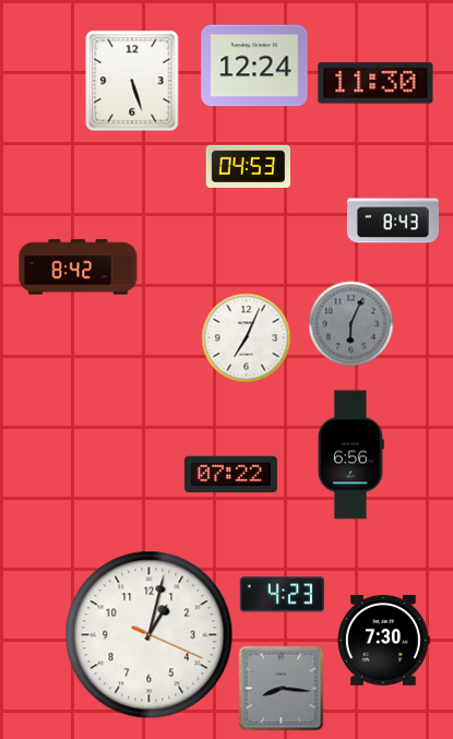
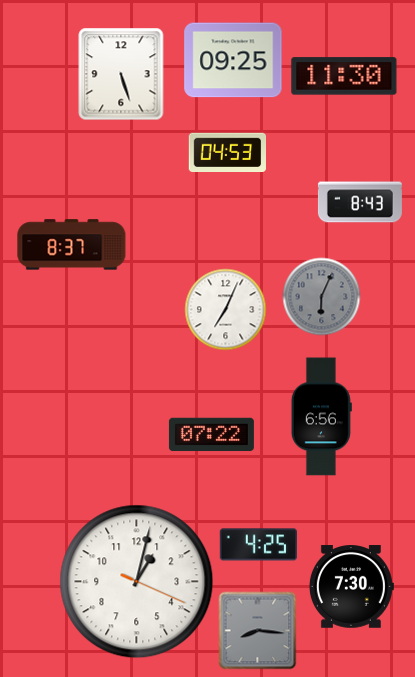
clock at (254, 65): 12:24 -> 09:25
clock at (79, 267): 8:42 -> 8:37
clock at (282, 595): 4:23 -> 4:25
